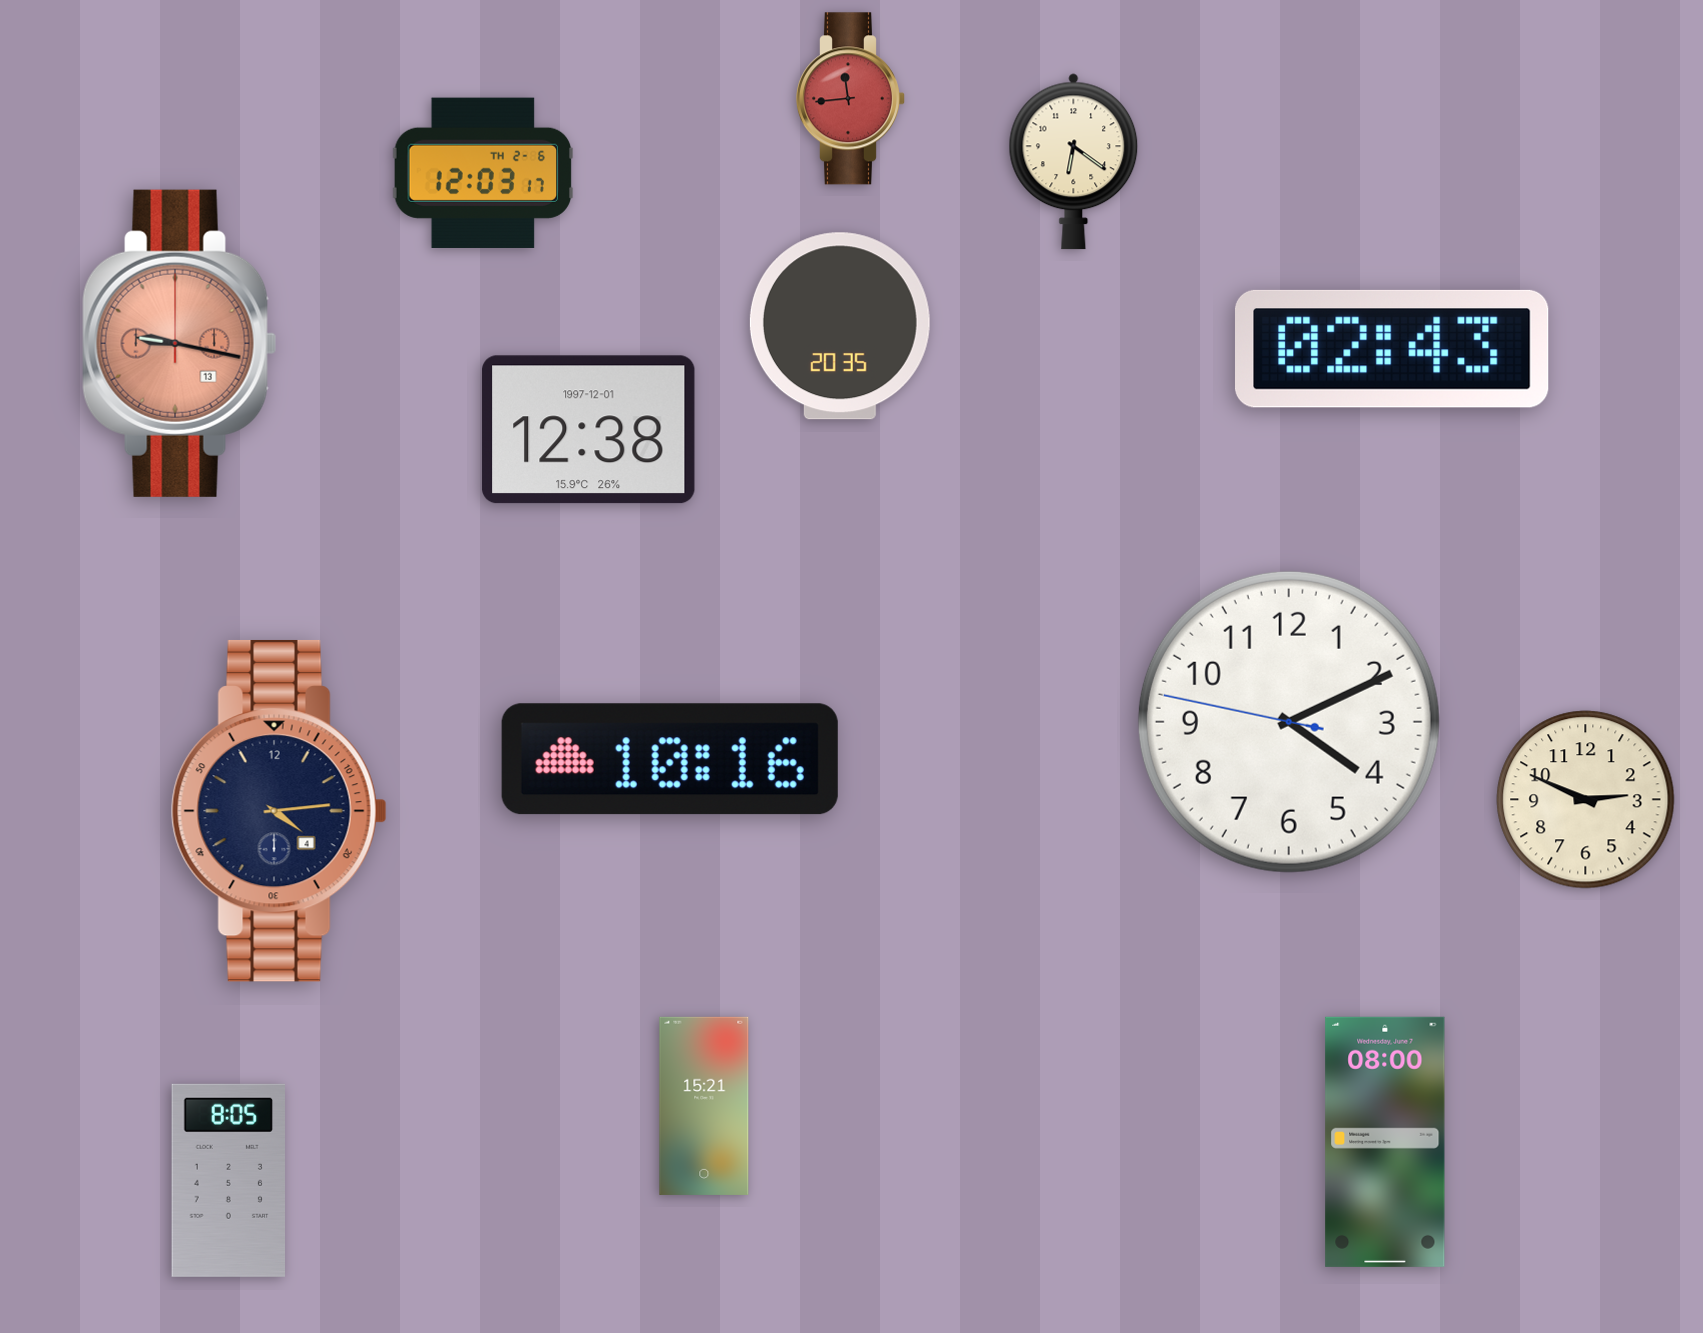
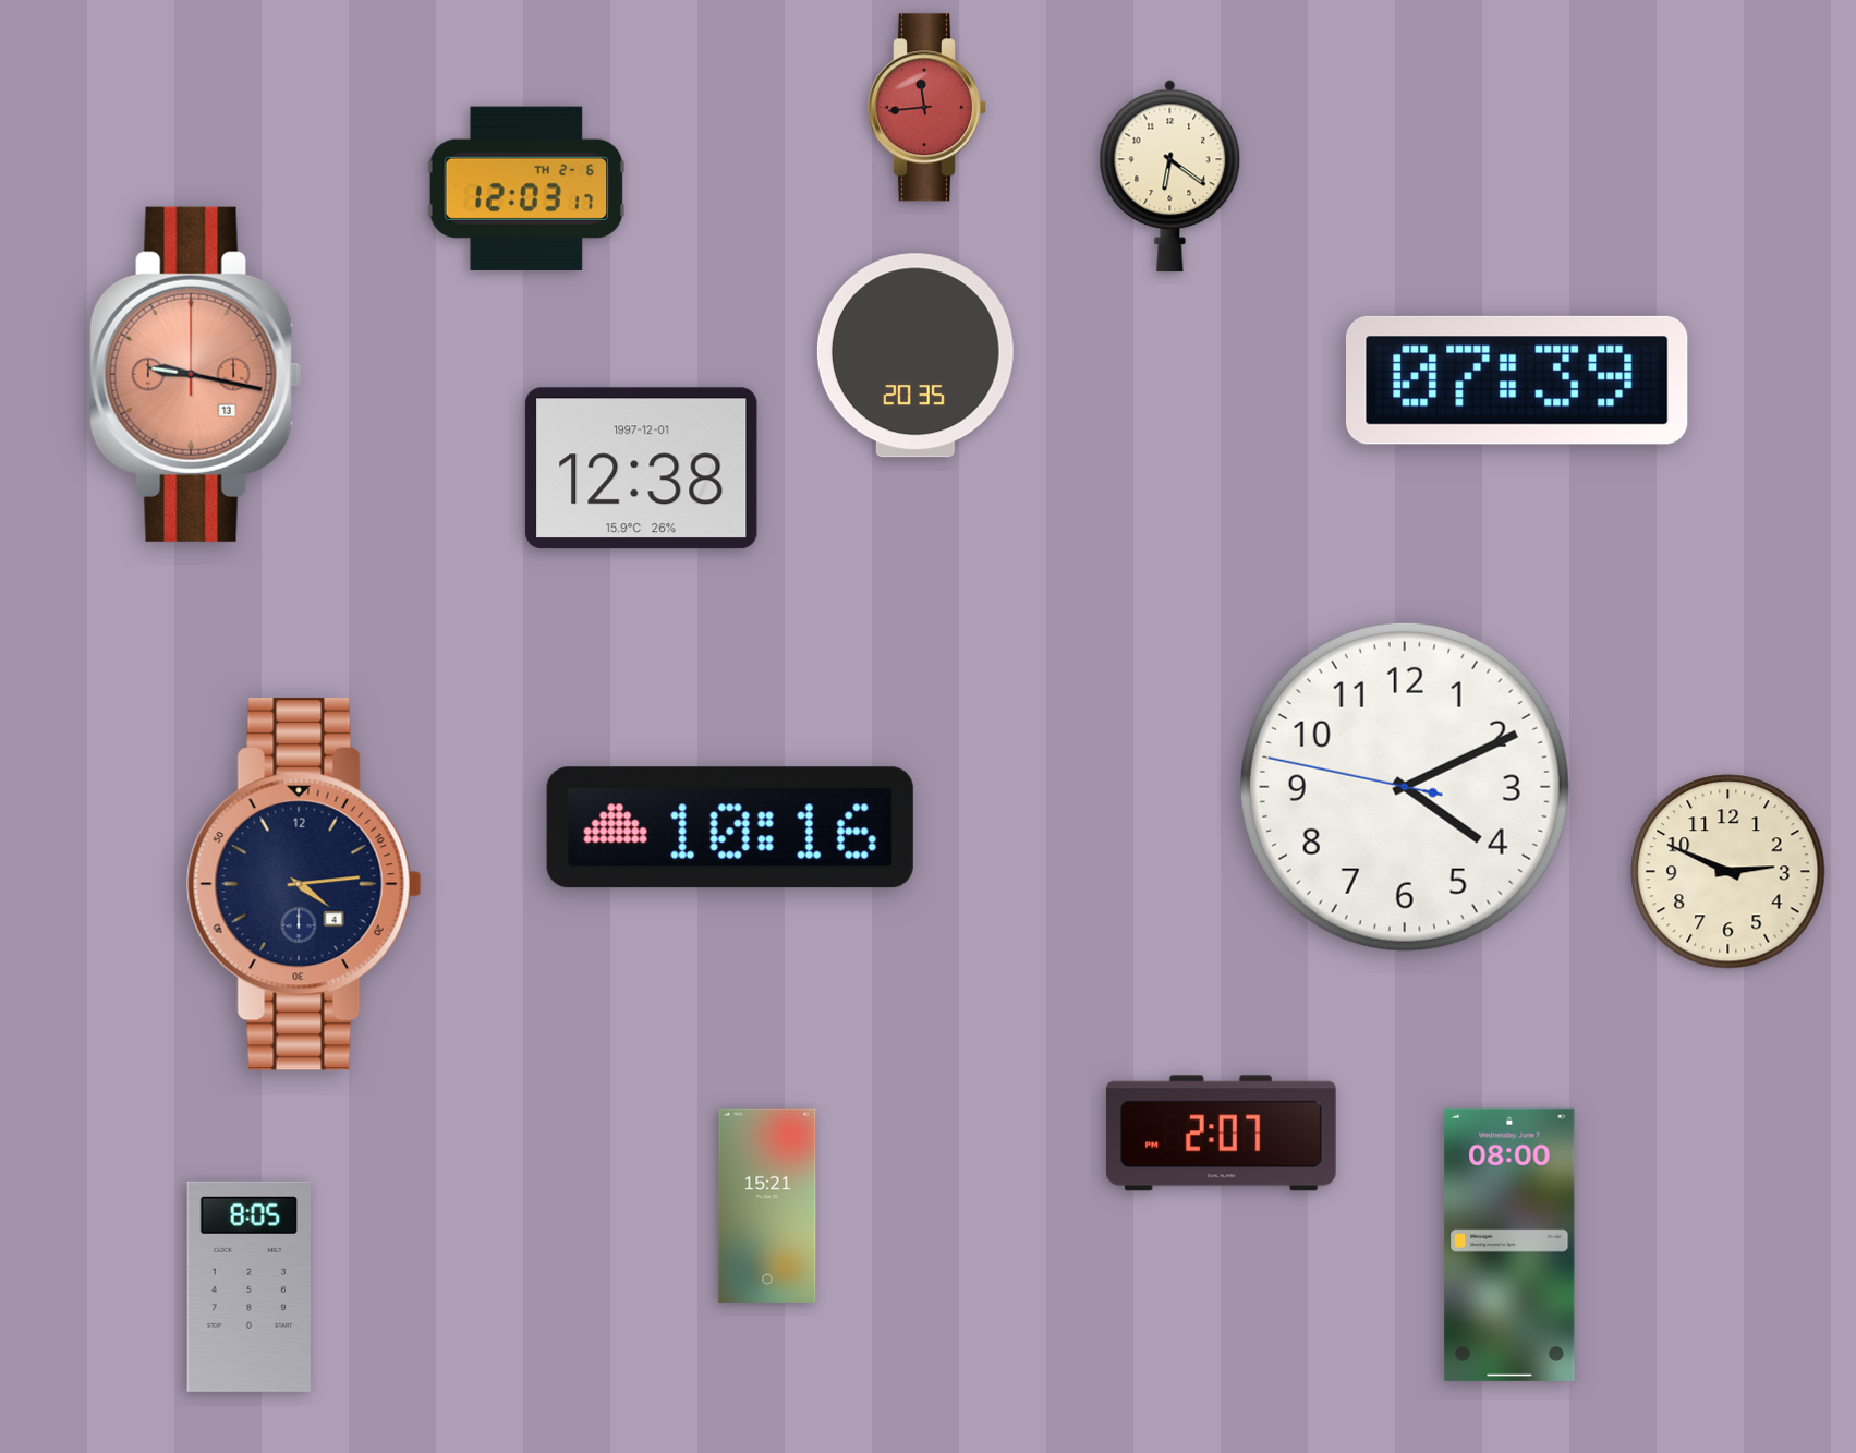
clock at (1392, 349): 02:43 -> 07:39
clock at (1222, 1134): none -> 2:07
